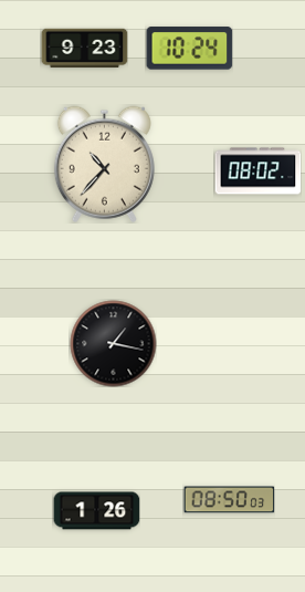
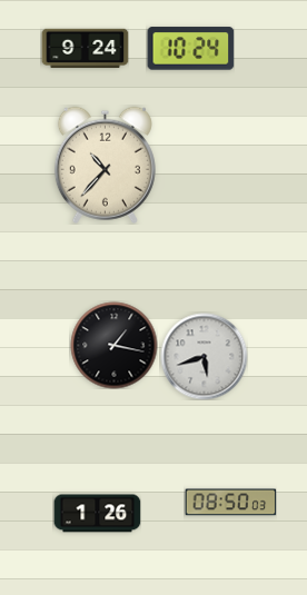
clock at (84, 49): 9:23 -> 9:24
clock at (257, 172): 08:02 -> none
clock at (204, 356): none -> 5:42
